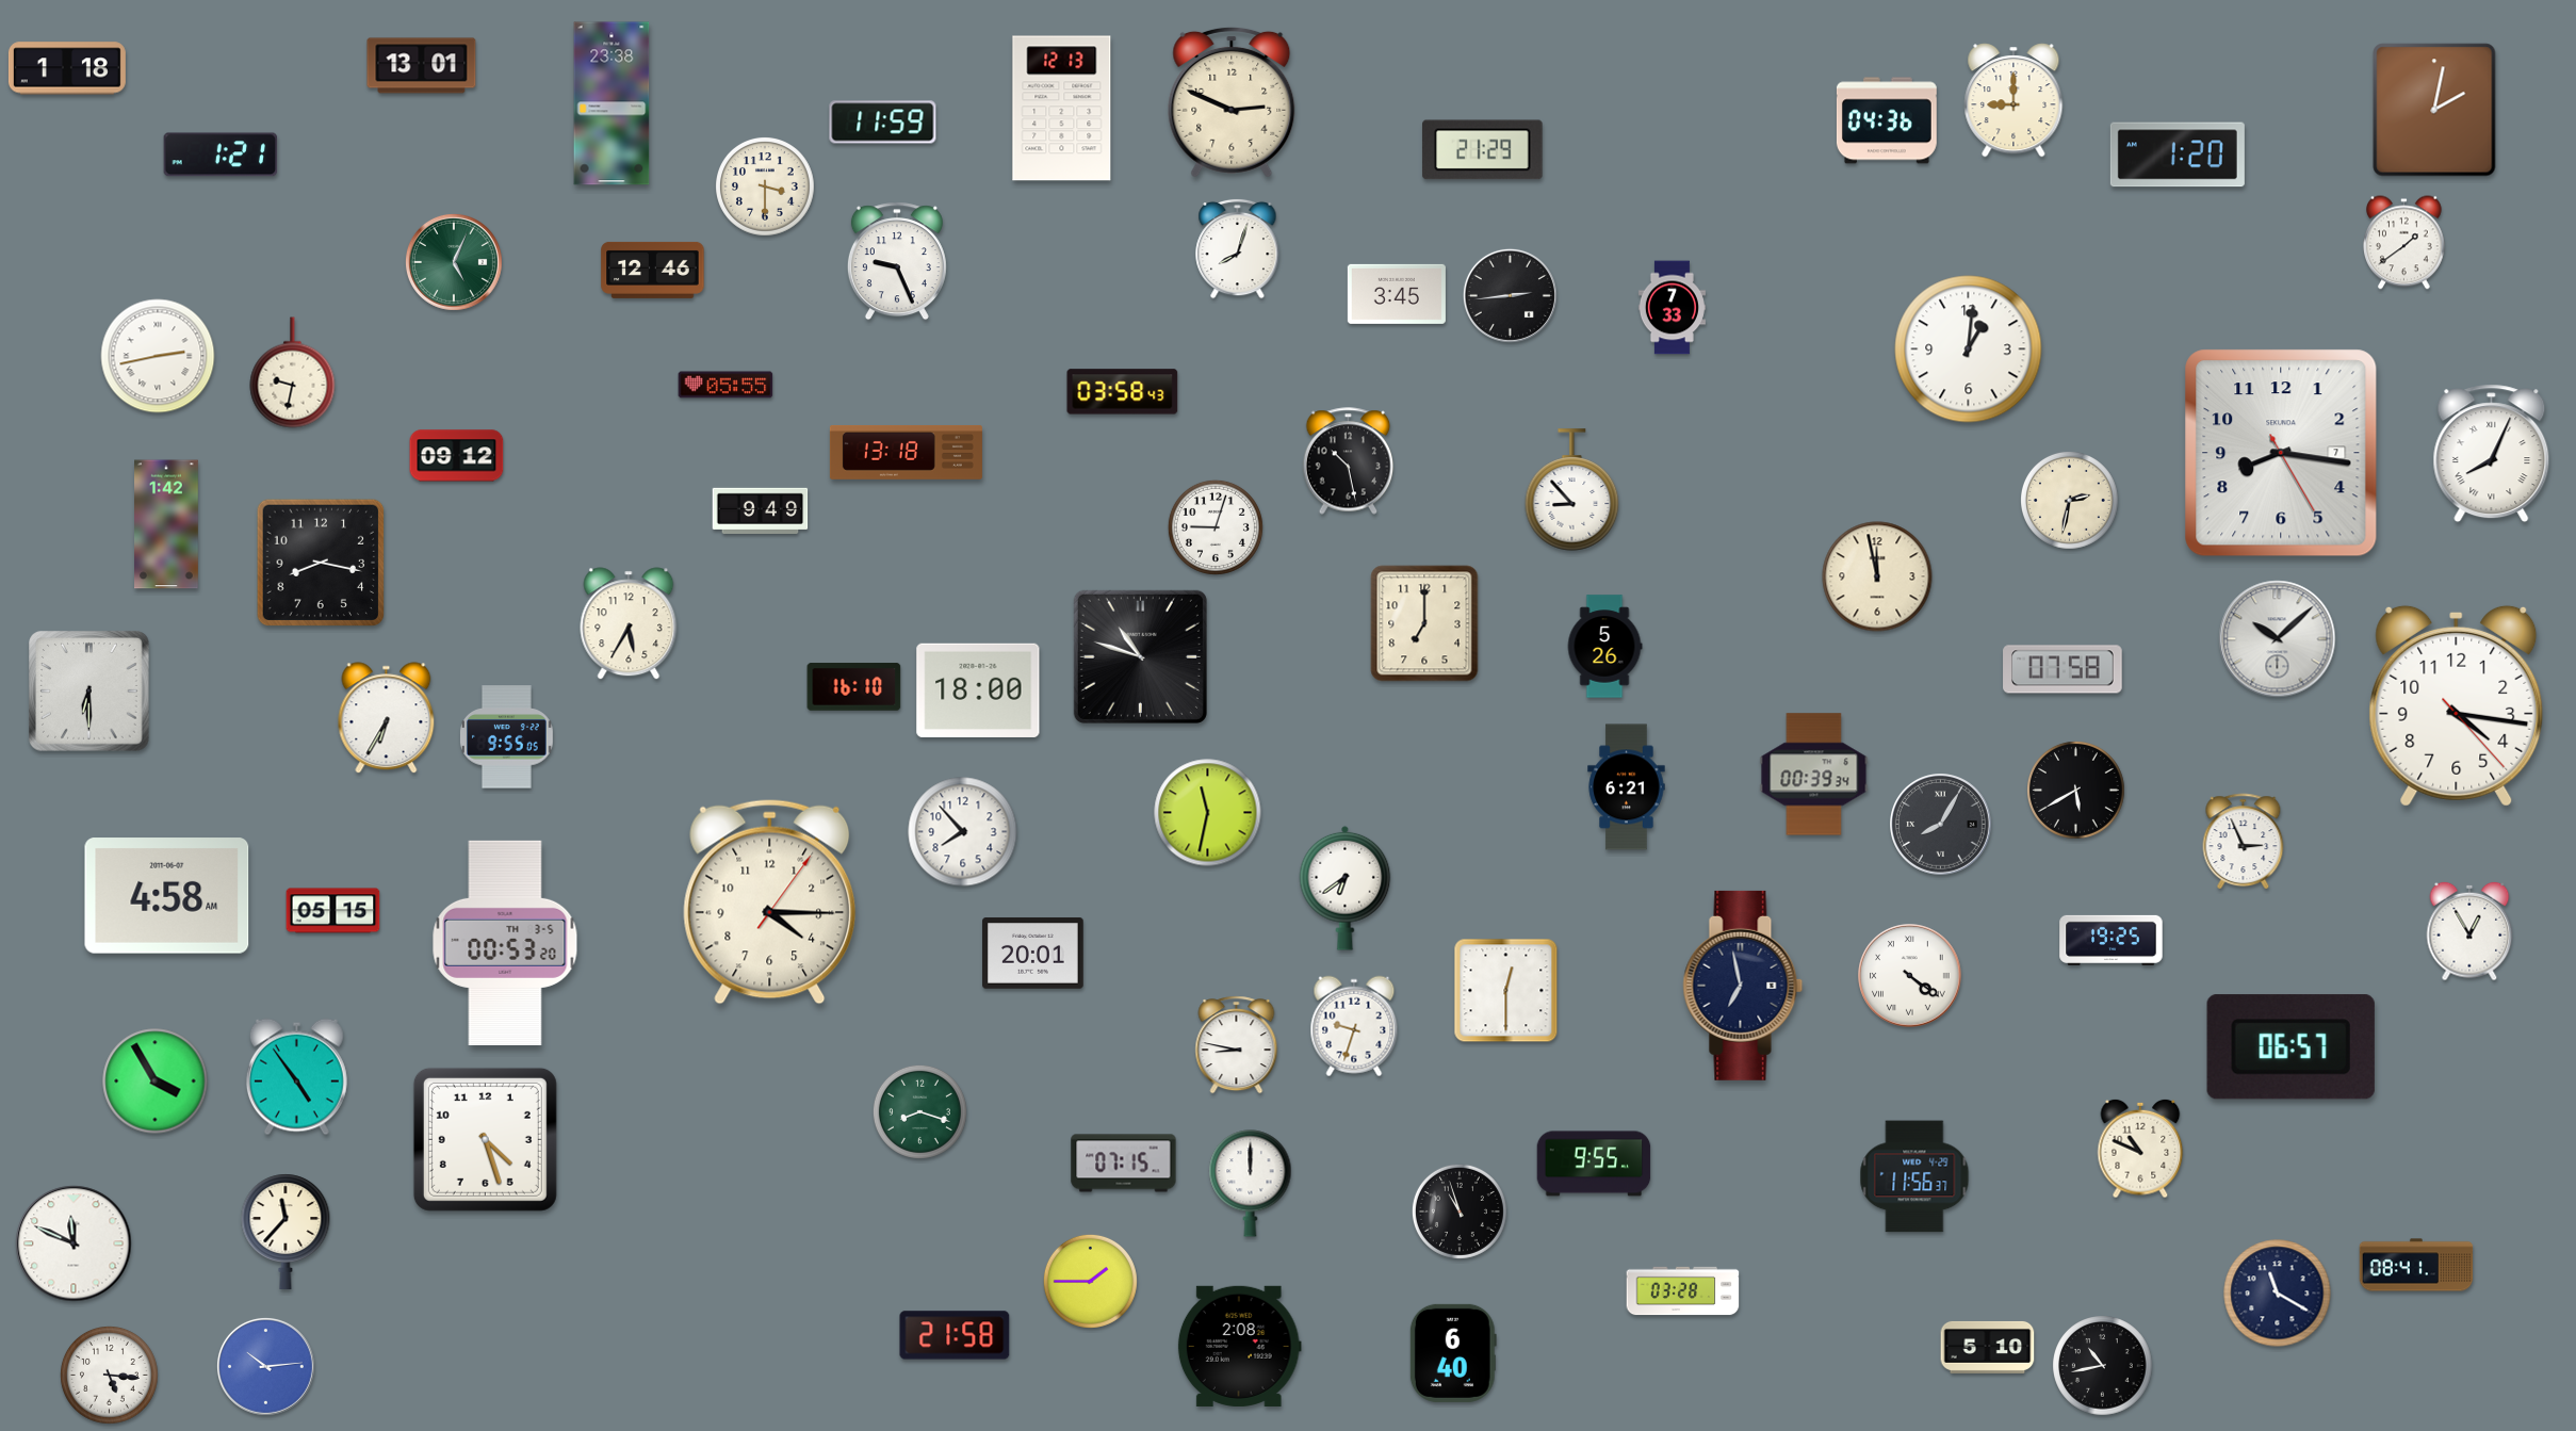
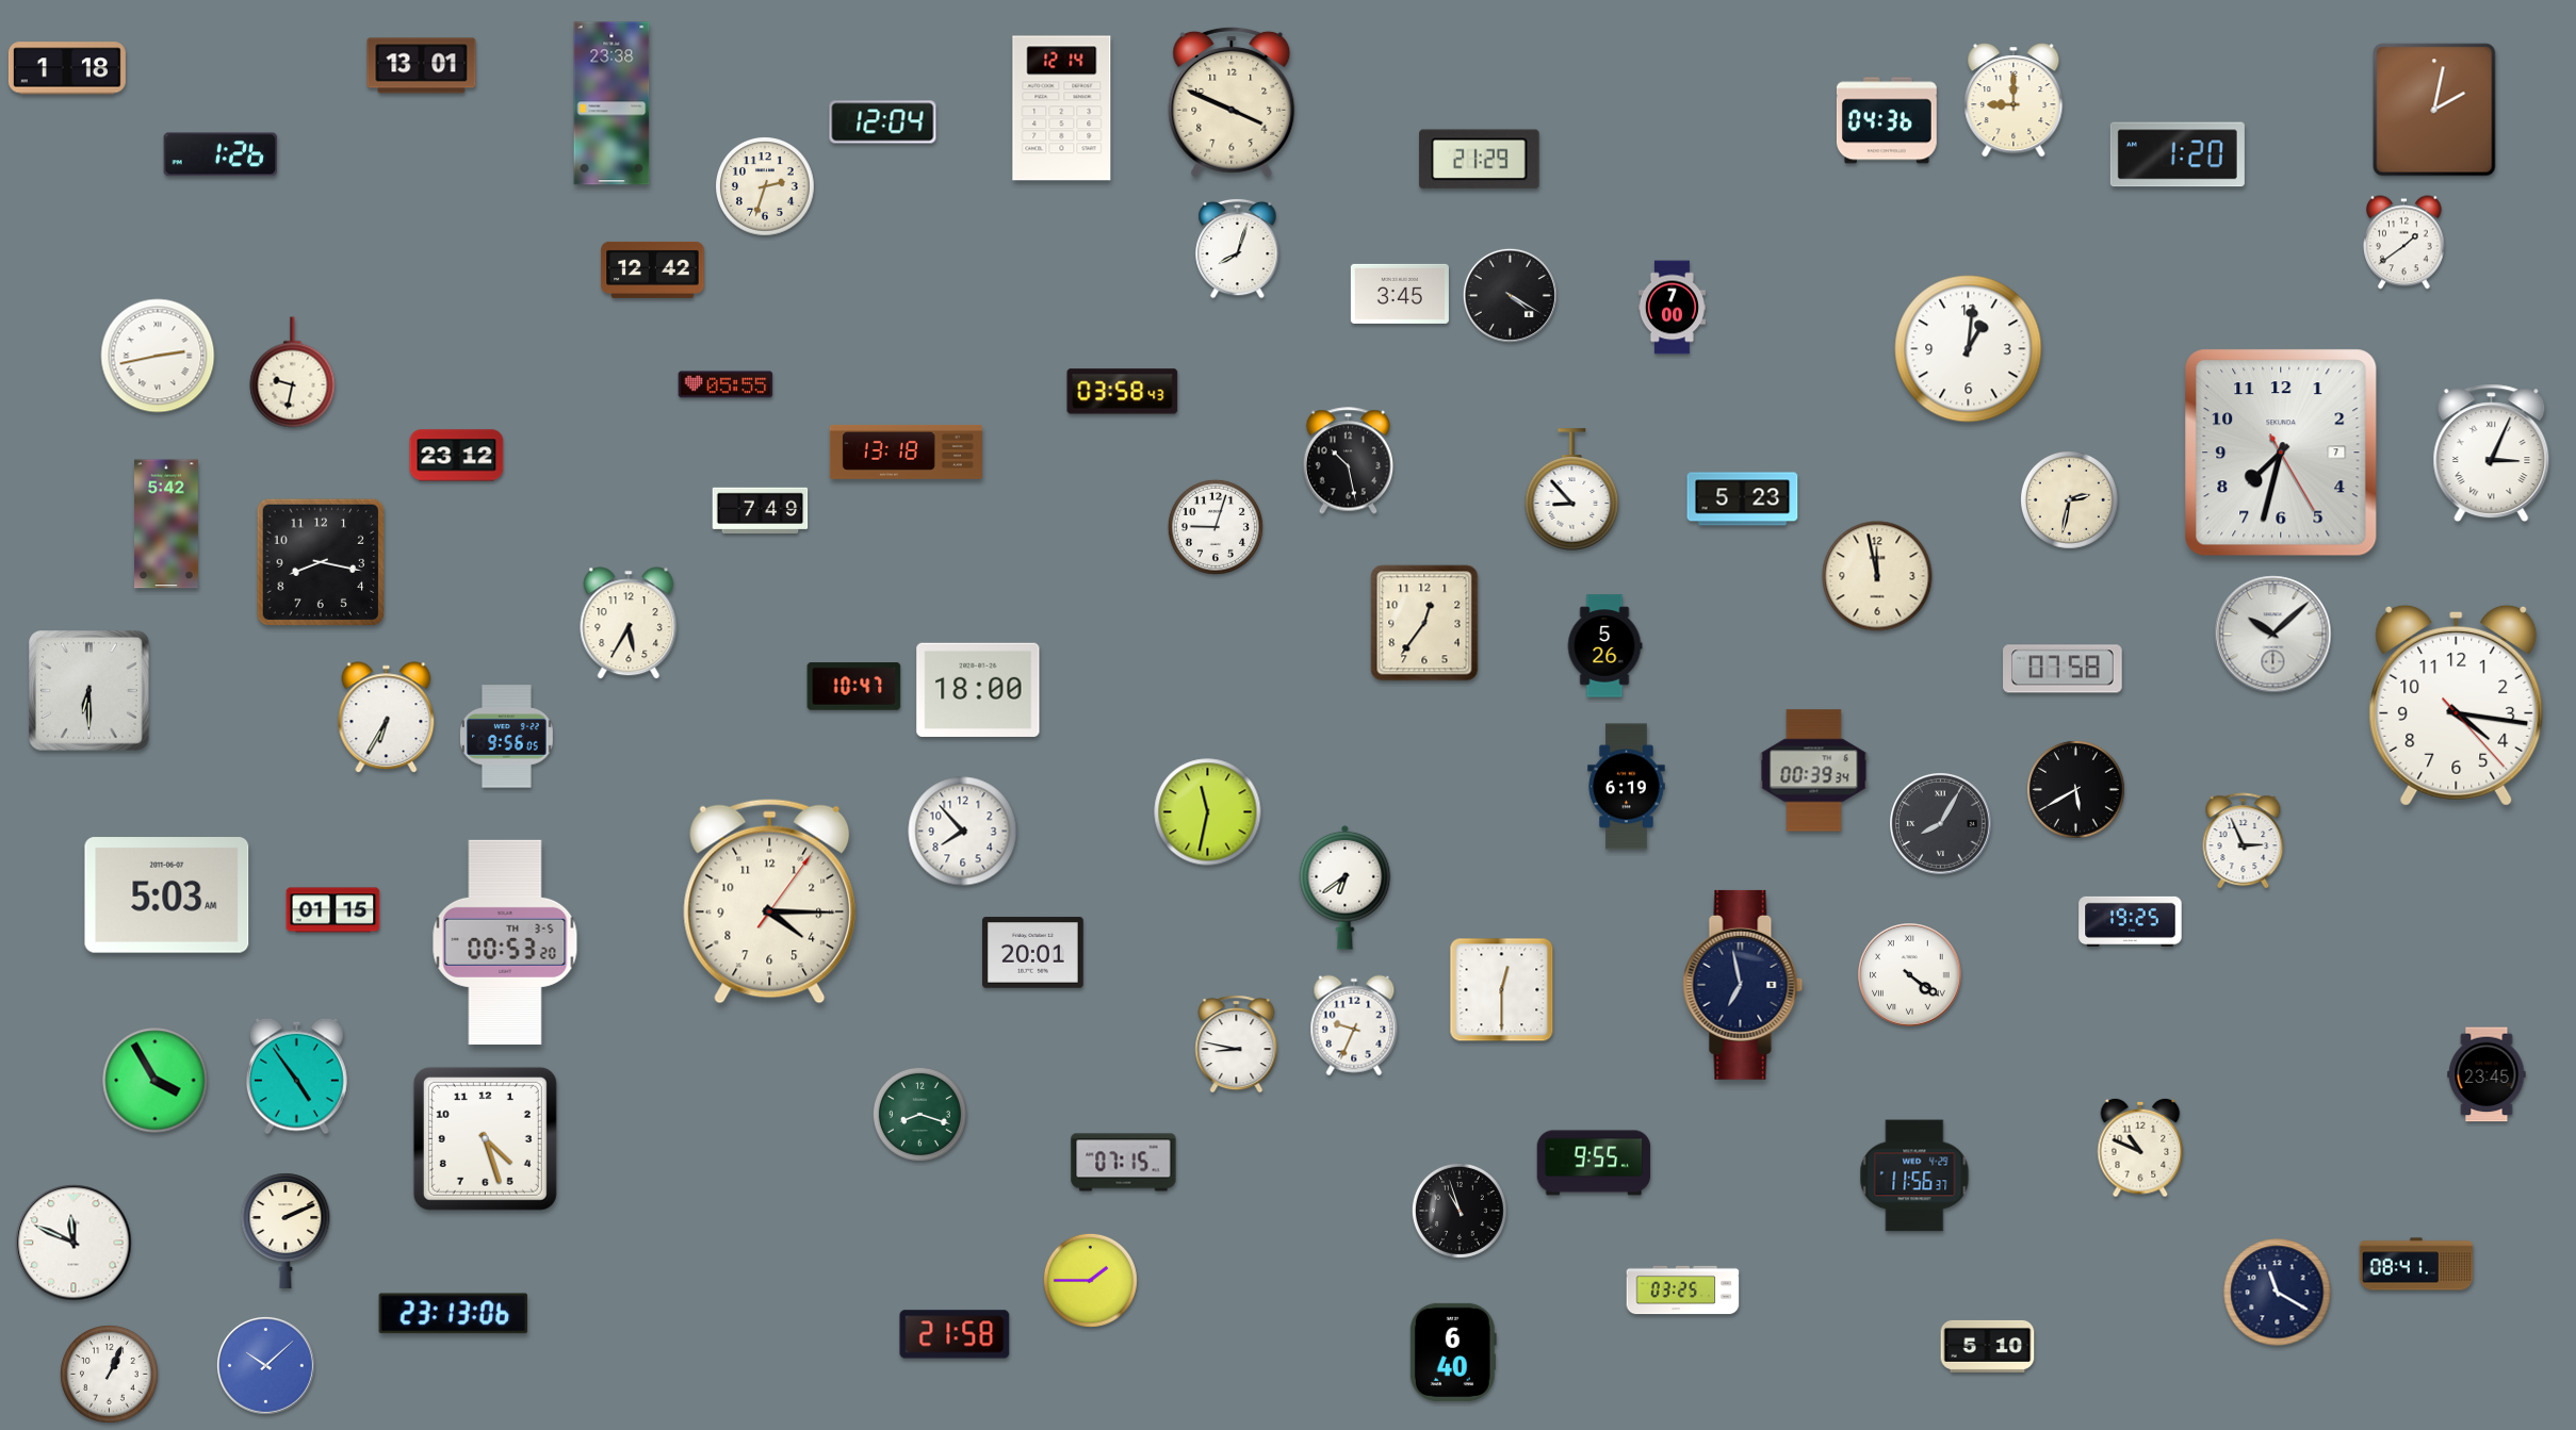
clock at (1232, 102): 2:49 -> 3:49
clock at (1062, 109): 12:13 -> 12:14
clock at (883, 123): 11:59 -> 12:04
clock at (1483, 150) position: (1483, 150) -> (1480, 160)
clock at (221, 155): 1:21 -> 1:26
clock at (766, 188): 3:30 -> 2:33
clock at (897, 261): 9:26 -> none
clock at (454, 262): 5:04 -> none
clock at (653, 270): 12:46 -> 12:42
clock at (1397, 294) position: (1397, 294) -> (1400, 294)
clock at (1510, 295): 2:44 -> 4:20
clock at (1672, 308): 7:33 -> 7:00
clock at (2281, 453): 8:16 -> 7:32
clock at (2492, 454): 8:04 -> 3:04
clock at (457, 456): 09:12 -> 23:12
clock at (1743, 499): none -> 5:23
clock at (761, 510): 9:49 -> 7:49
clock at (167, 524): 1:42 -> 5:42
clock at (1424, 623): 7:00 -> 12:36
clock at (2278, 639) position: (2278, 639) -> (2273, 635)
clock at (1140, 656): 10:48 -> none
clock at (854, 687): 16:10 -> 10:47
clock at (506, 737): 9:55 -> 9:56
clock at (1814, 775) position: (1814, 775) -> (1814, 771)
clock at (1627, 787): 6:21 -> 6:19
clock at (167, 896): 4:58 -> 5:03
clock at (333, 911): 05:15 -> 01:15
clock at (2469, 931): 12:55 -> none
clock at (2112, 940) position: (2112, 940) -> (2131, 921)
clock at (1506, 991) position: (1506, 991) -> (1502, 990)
clock at (1354, 1026): 9:33 -> 9:34
clock at (2290, 1047): 06:57 -> none
clock at (2487, 1074): none -> 23:45
clock at (919, 1111) position: (919, 1111) -> (919, 1114)
clock at (1251, 1184): 12:00 -> none
clock at (286, 1232): 11:37 -> 2:11
clock at (1683, 1291): 03:28 -> 03:25
clock at (454, 1314): none -> 23:13
clock at (1239, 1346): 2:08 -> none
clock at (265, 1366): 10:14 -> 10:08
clock at (2103, 1366): 10:43 -> none
clock at (110, 1376): 5:16 -> 1:04
